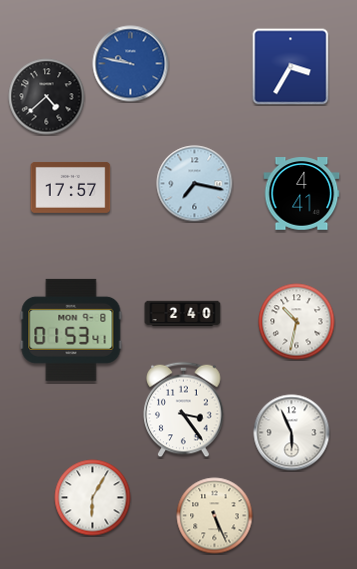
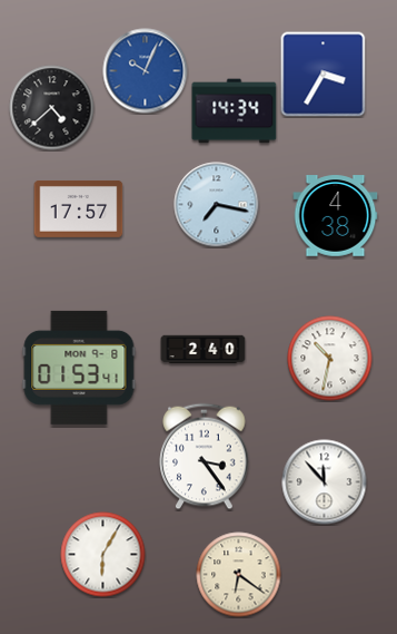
clock at (131, 64): 9:47 -> 10:04
clock at (235, 111): none -> 14:34
clock at (302, 194): 4:41 -> 4:38
clock at (292, 433): 5:56 -> 11:53
clock at (215, 516): 5:26 -> 6:21
